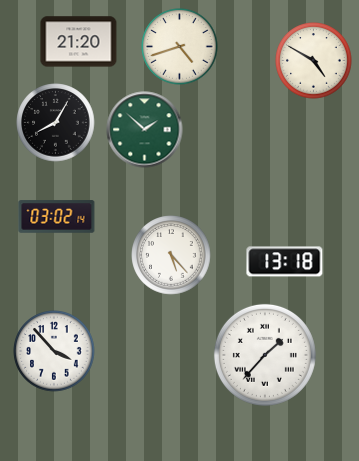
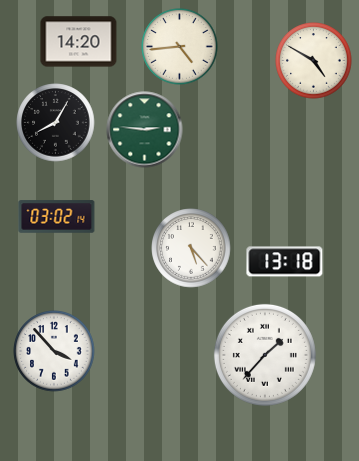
clock at (79, 42): 21:20 -> 14:20
clock at (180, 47): 4:42 -> 4:44
clock at (145, 130): 1:52 -> 2:46
clock at (171, 255) position: (171, 255) -> (191, 248)
